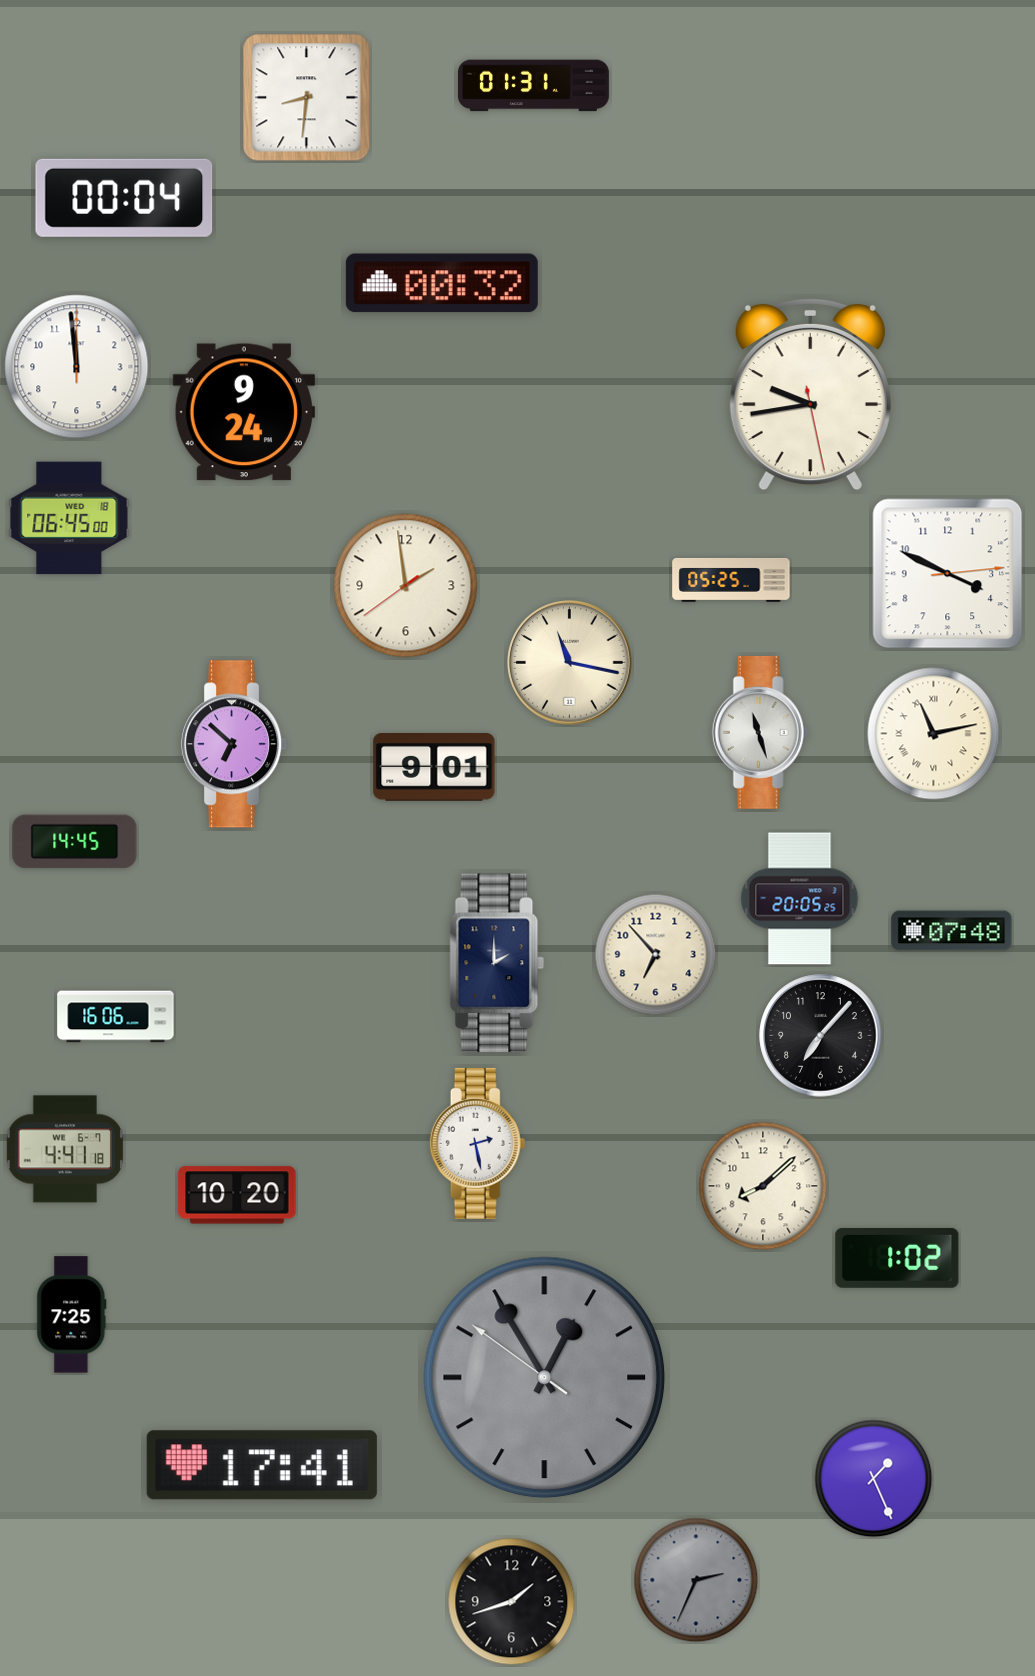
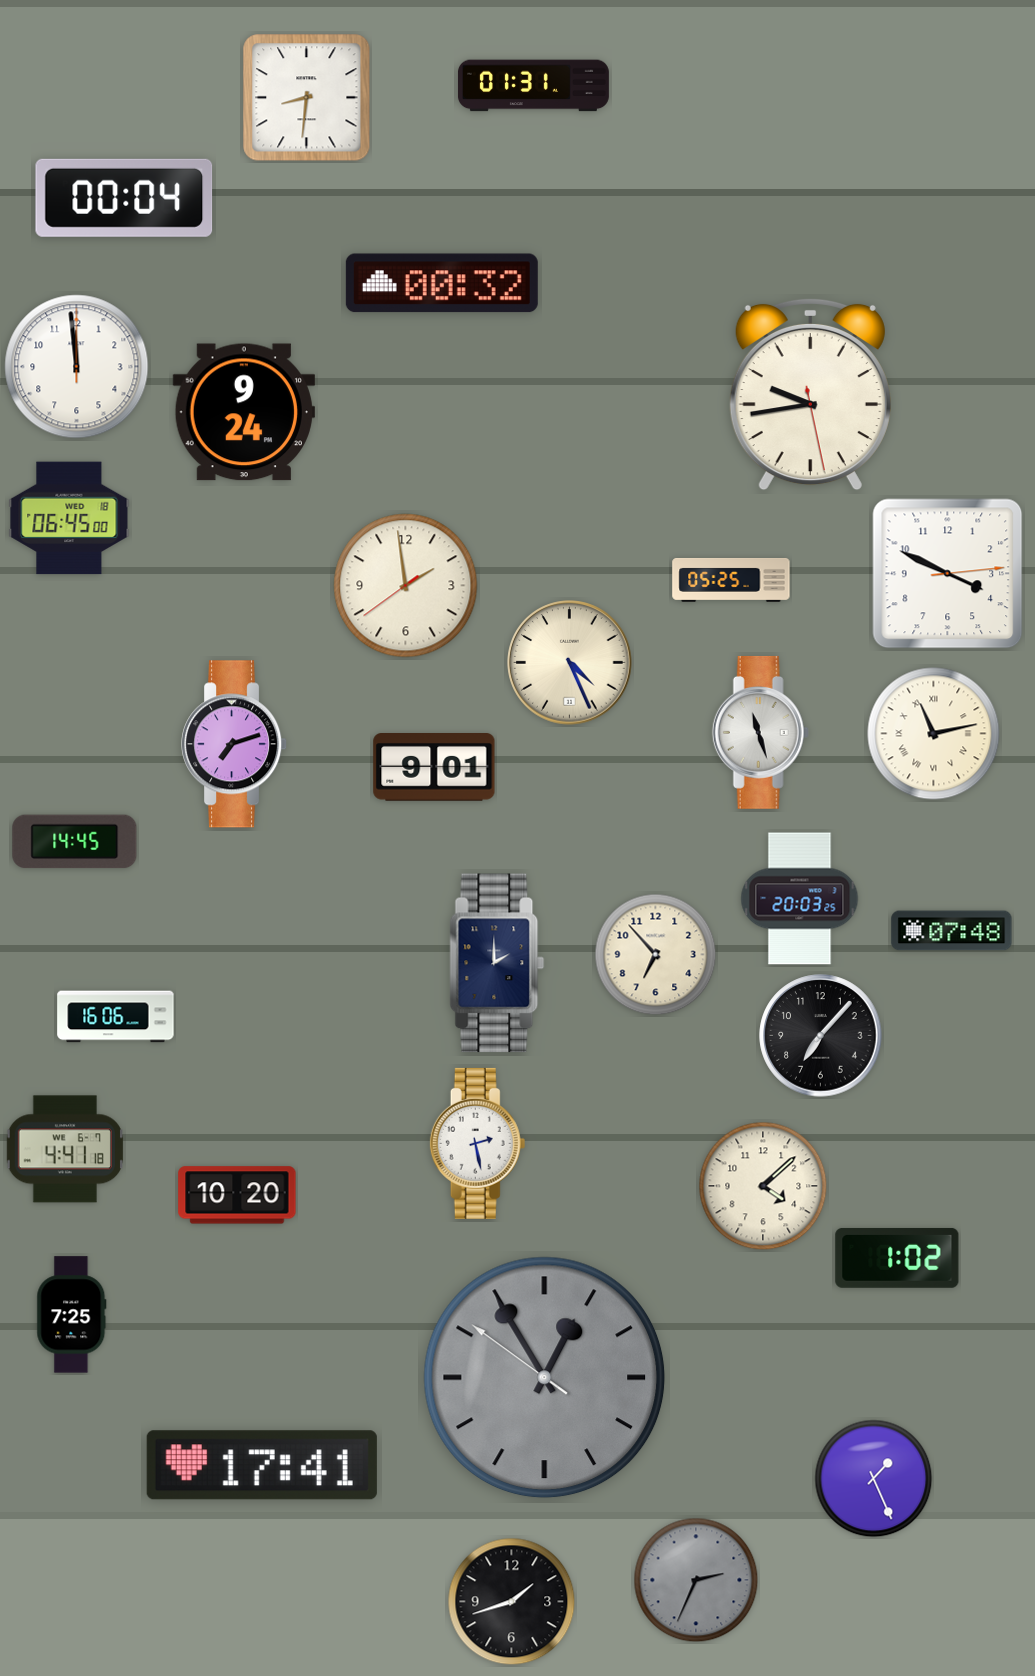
clock at (570, 663): 11:17 -> 4:26
clock at (235, 744): 6:52 -> 7:12
clock at (800, 899): 20:05 -> 20:03
clock at (763, 1186): 8:08 -> 4:08
